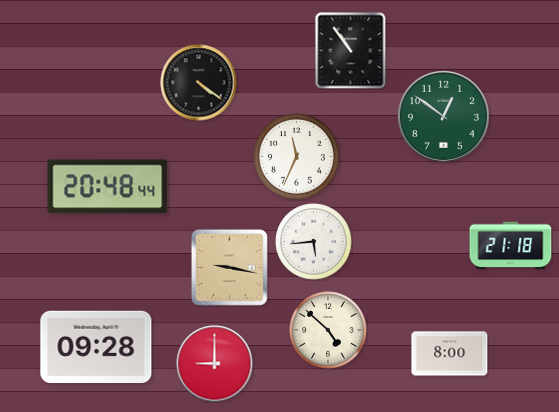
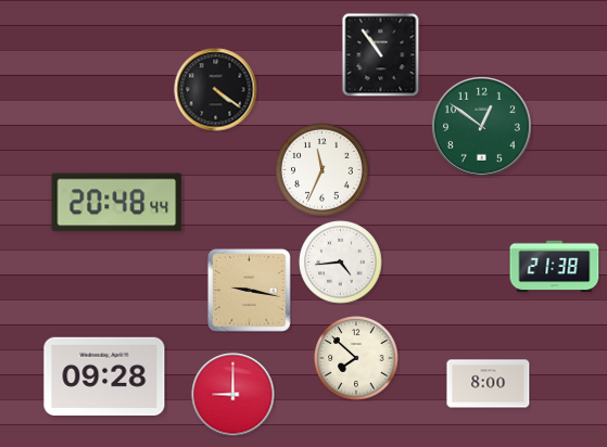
clock at (314, 242): 5:44 -> 4:44
clock at (511, 246): 21:18 -> 21:38
clock at (328, 330): 4:52 -> 7:52
